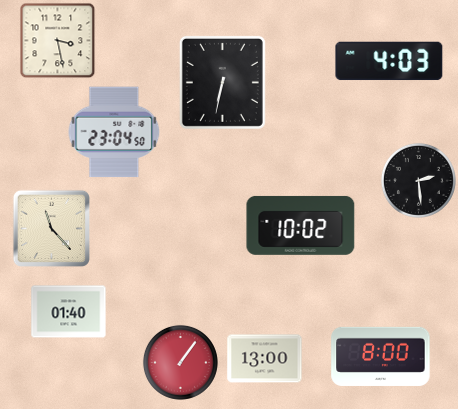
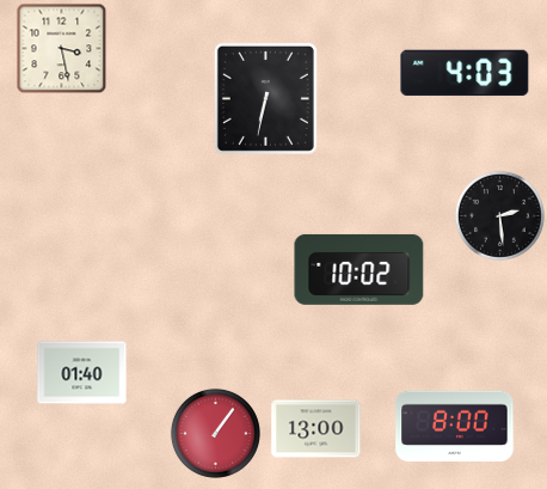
clock at (58, 41) position: (58, 41) -> (62, 49)
clock at (114, 132): 23:04 -> none
clock at (51, 228): 11:23 -> none
